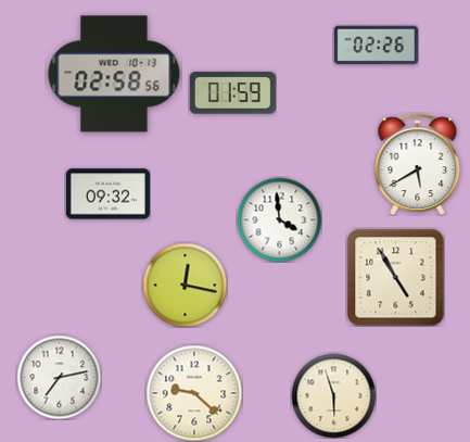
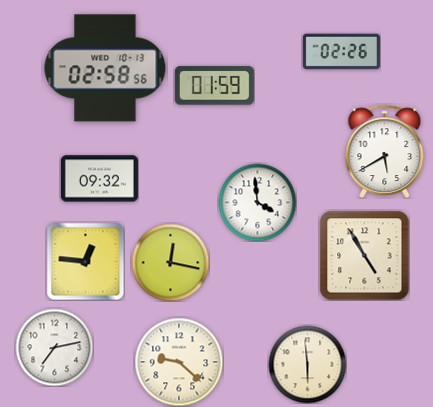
clock at (376, 46) position: (376, 46) -> (341, 52)
clock at (85, 261): none -> 12:46
clock at (333, 395): 5:57 -> 5:59
